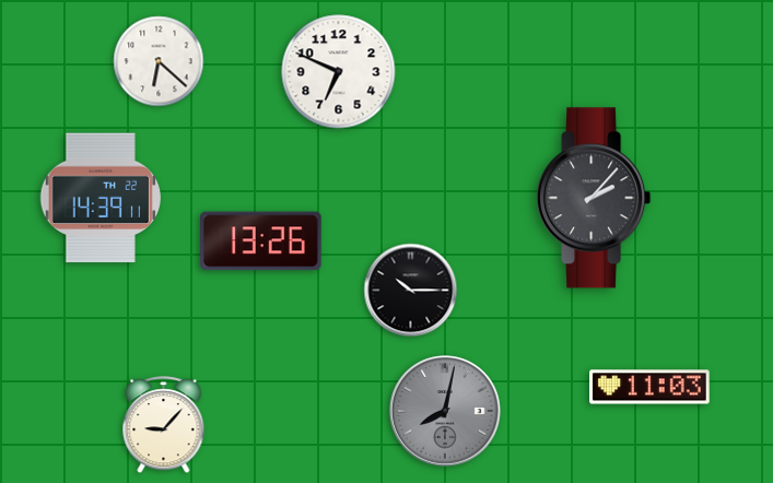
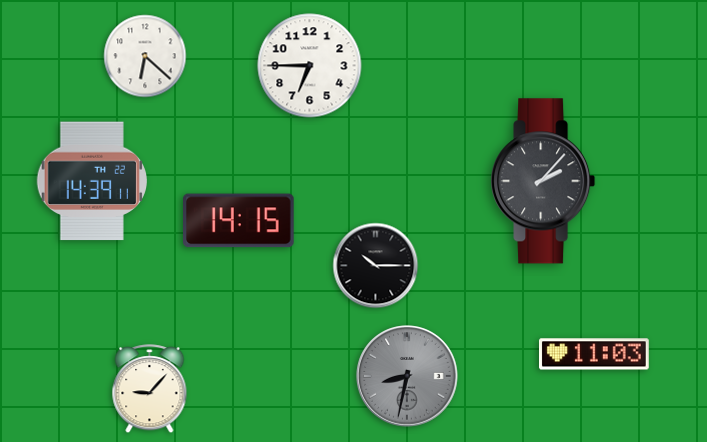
clock at (339, 72): 6:49 -> 6:45
clock at (261, 241): 13:26 -> 14:15
clock at (445, 411): 8:02 -> 8:32
